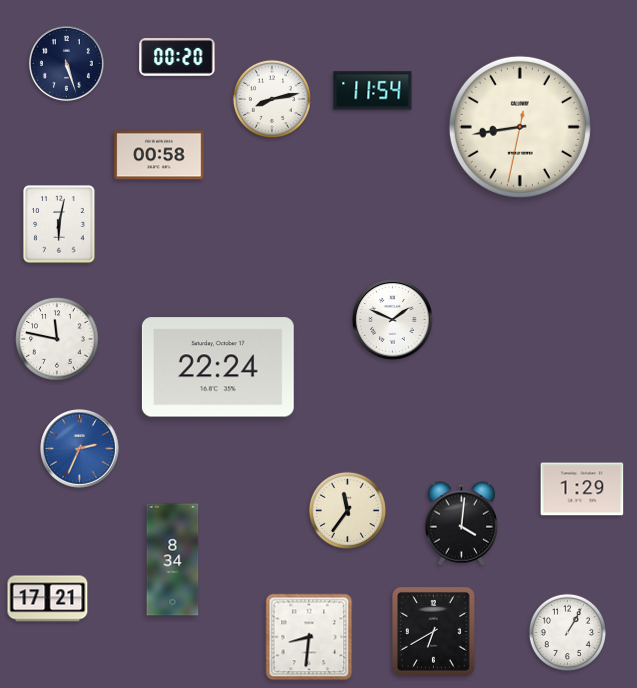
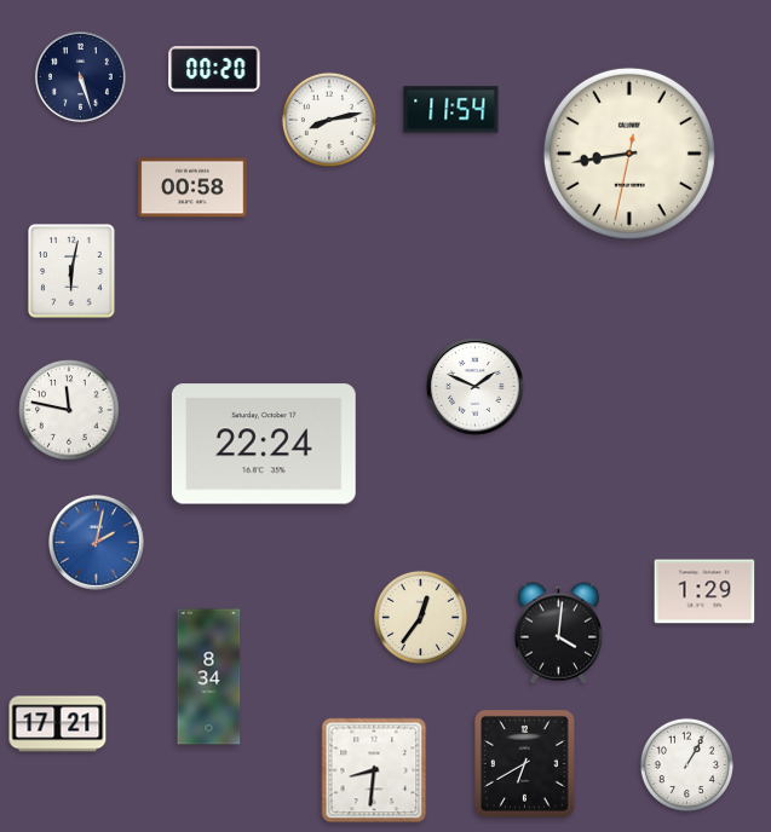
clock at (80, 449): 2:34 -> 2:02
clock at (347, 510): 11:36 -> 12:36
